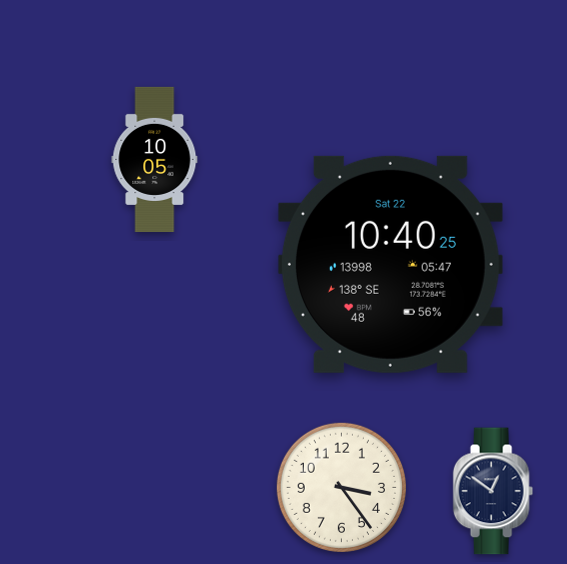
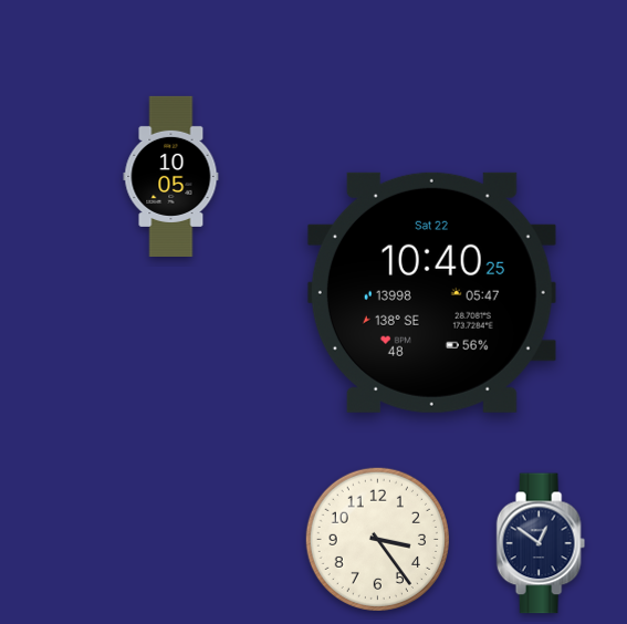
clock at (493, 491) position: (493, 491) -> (541, 543)
